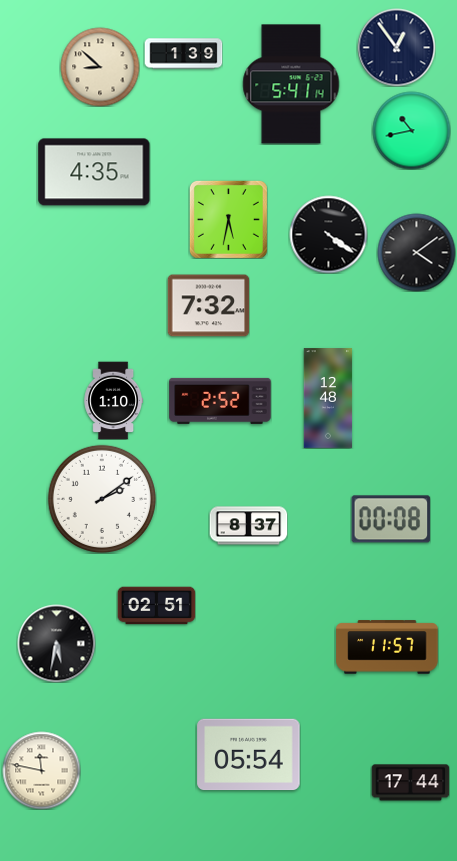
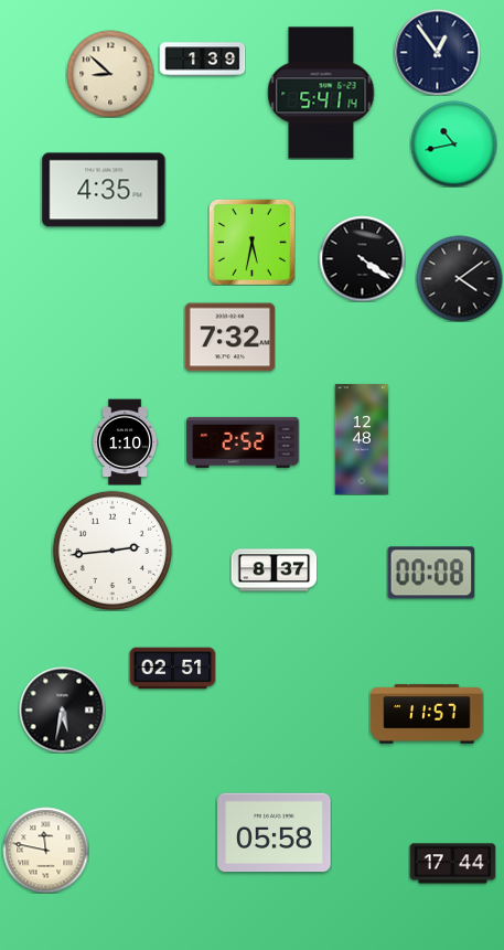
clock at (102, 499): 2:09 -> 2:44
clock at (248, 526) position: (248, 526) -> (274, 570)
clock at (249, 755): 05:54 -> 05:58
